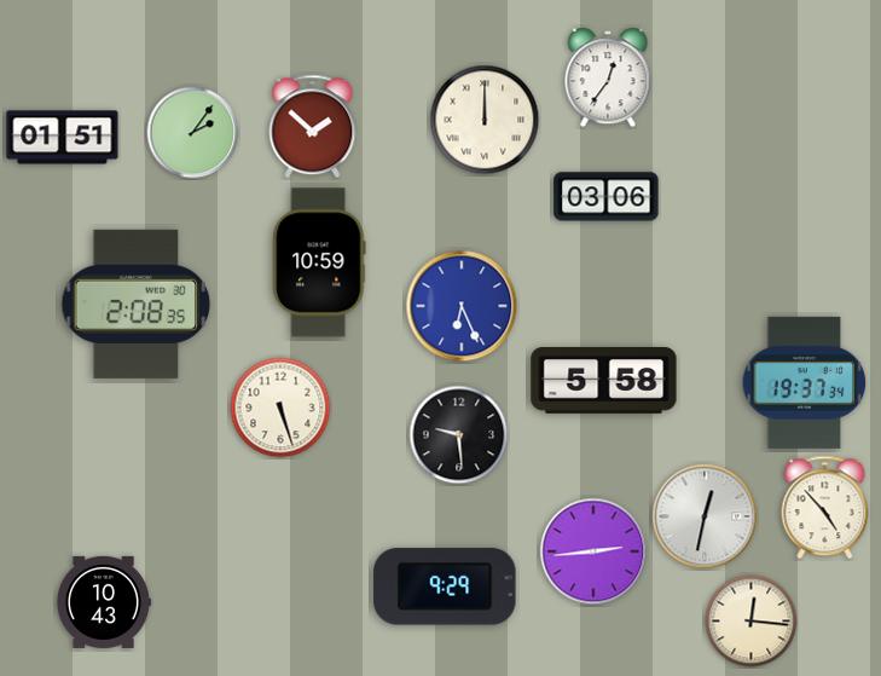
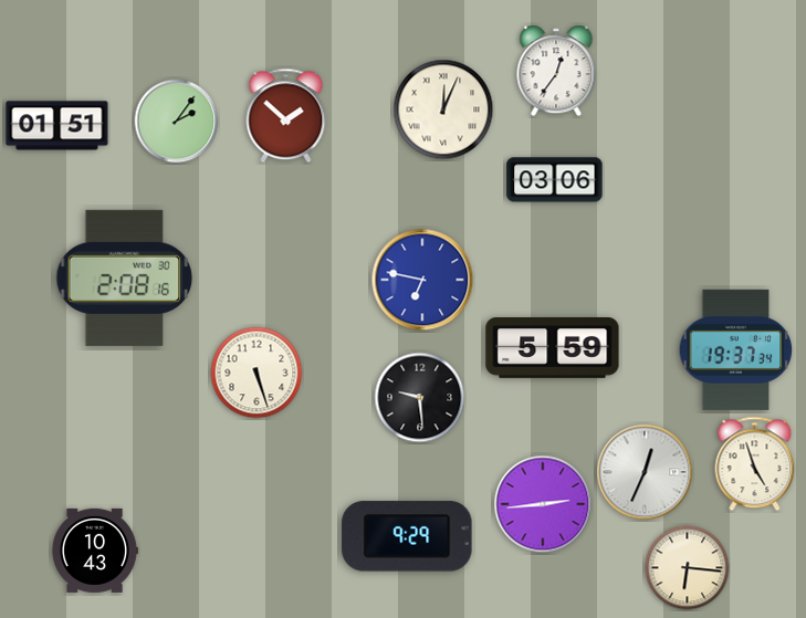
clock at (485, 120): 12:00 -> 12:04
clock at (319, 262): 10:59 -> none
clock at (137, 304): 2:08:35 -> 2:08:16
clock at (462, 306): 6:26 -> 6:47
clock at (604, 381): 5:58 -> 5:59
clock at (825, 508): 4:53 -> 4:57
clock at (705, 516): 12:32 -> 12:34
clock at (752, 622): 12:16 -> 6:16
